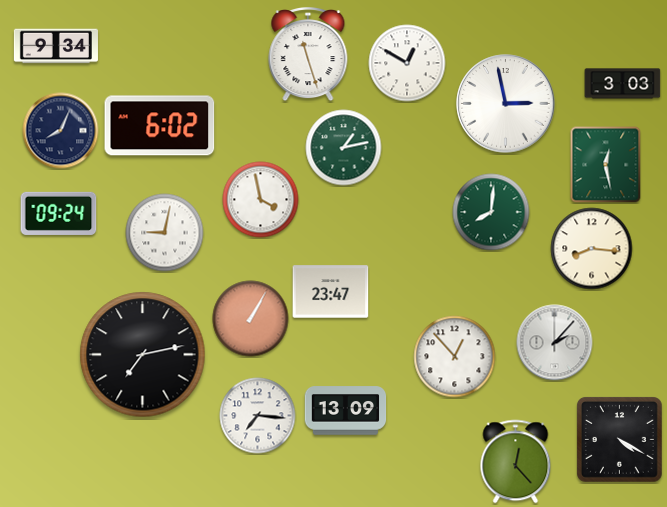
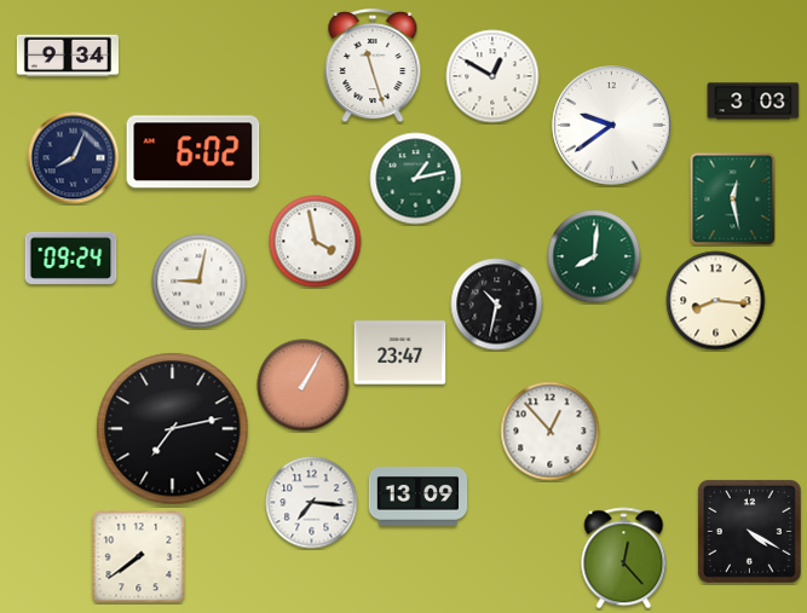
clock at (506, 104): 2:58 -> 9:39
clock at (497, 305): none -> 10:32
clock at (555, 343): 2:07 -> none
clock at (139, 557): none -> 7:39
